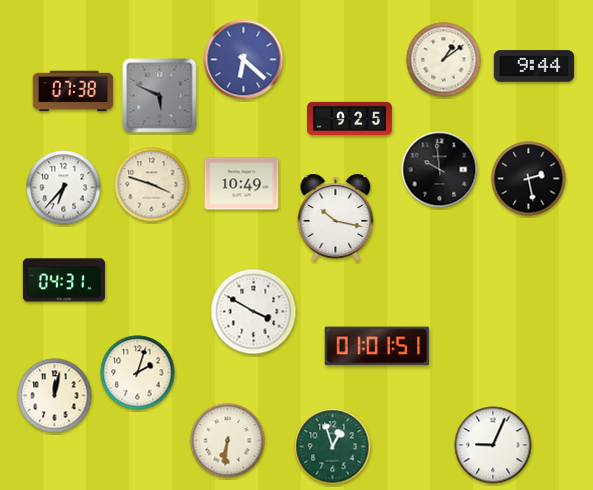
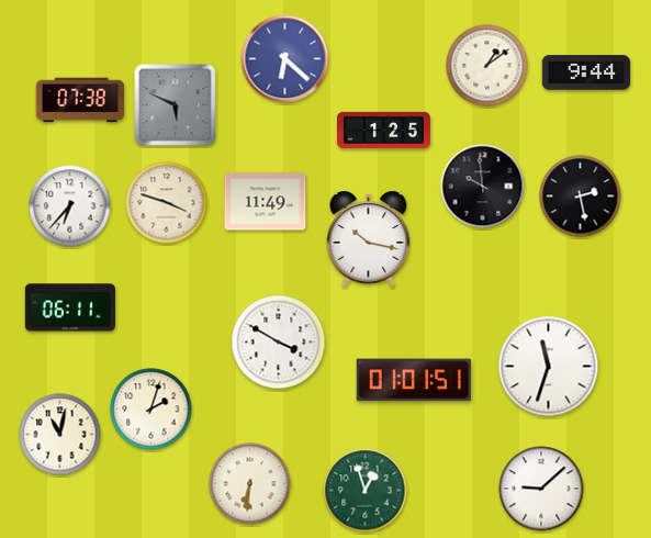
clock at (244, 60) position: (244, 60) -> (285, 59)
clock at (350, 118): 9:25 -> 1:25
clock at (242, 184): 10:49 -> 11:49
clock at (64, 280): 04:31 -> 06:11
clock at (549, 367): none -> 11:33
clock at (55, 396): 12:02 -> 11:02
clock at (493, 445): 9:04 -> 9:08
